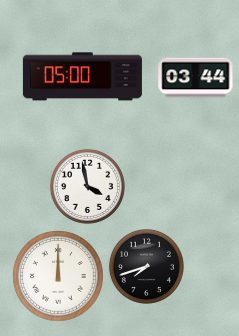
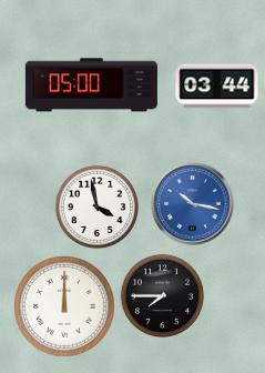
clock at (193, 204): none -> 10:17
clock at (146, 266): 7:42 -> 7:45
